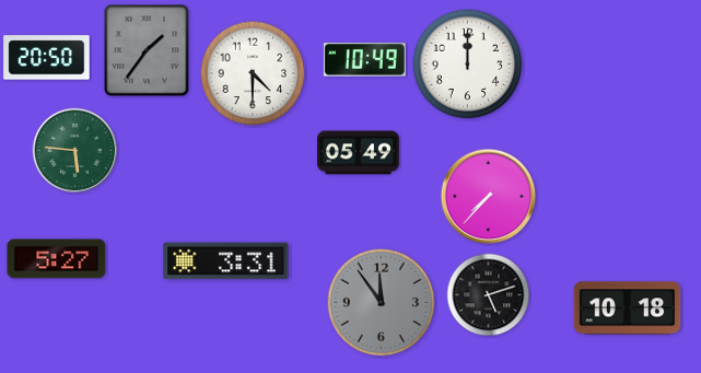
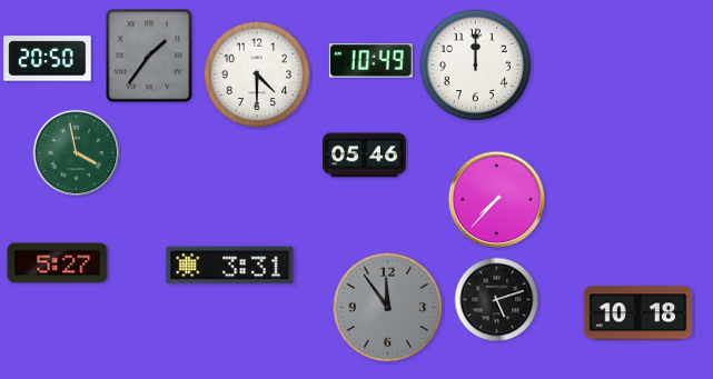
clock at (147, 50) position: (147, 50) -> (149, 56)
clock at (75, 151): 5:46 -> 3:58
clock at (358, 153): 05:49 -> 05:46
